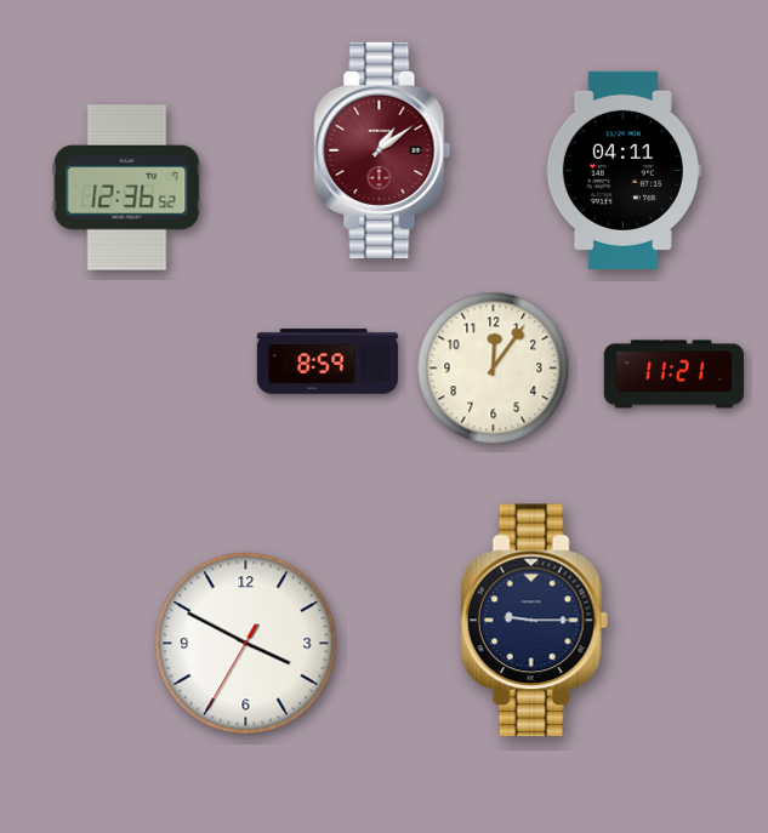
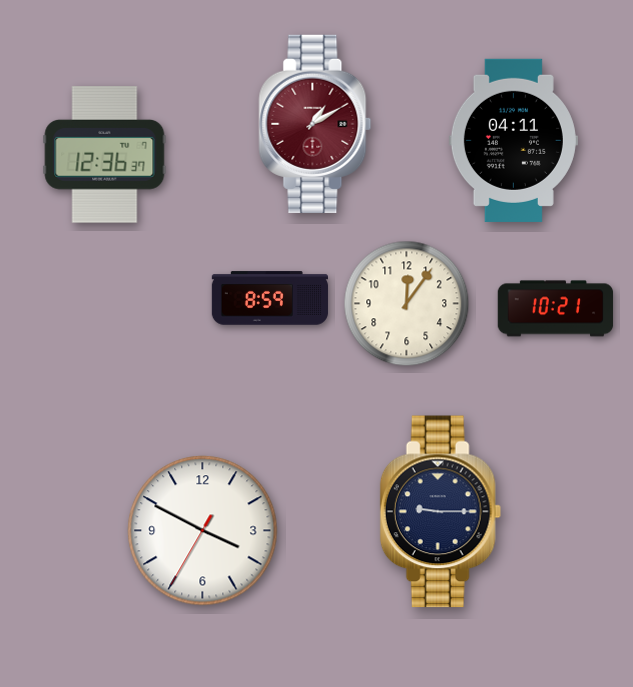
clock at (382, 150): 1:09 -> 1:10
clock at (127, 188): 12:36:52 -> 12:36:37
clock at (675, 375): 11:21 -> 10:21
